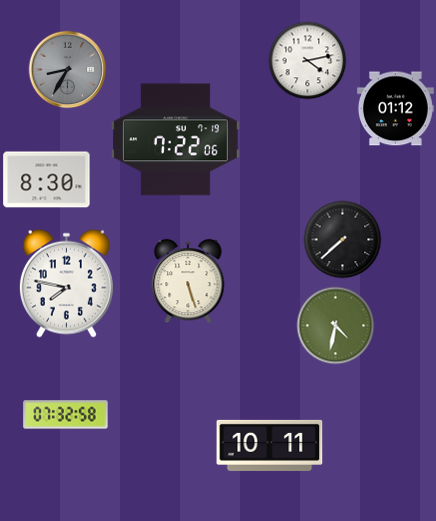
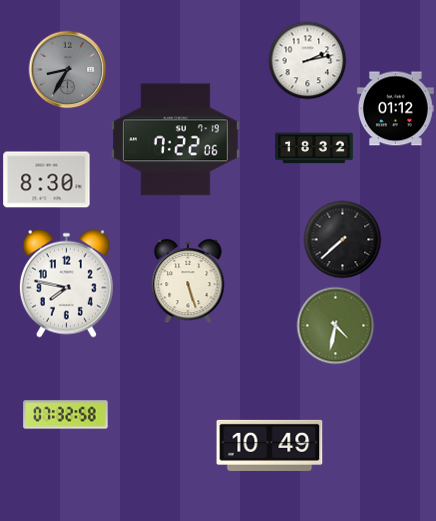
clock at (307, 60): 4:13 -> 2:13
clock at (314, 148): none -> 18:32
clock at (270, 445): 10:11 -> 10:49
